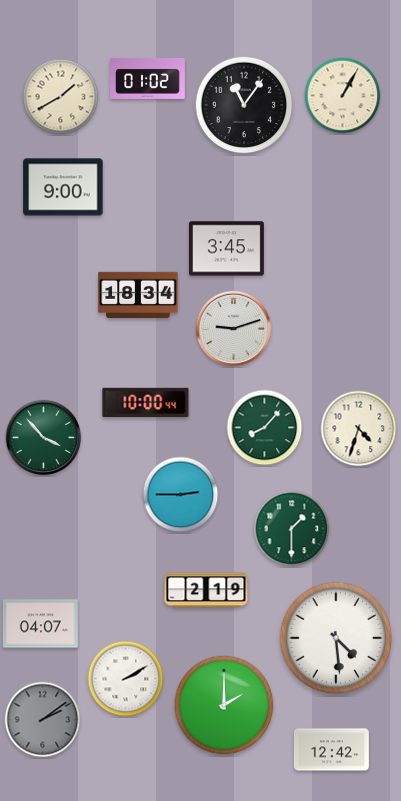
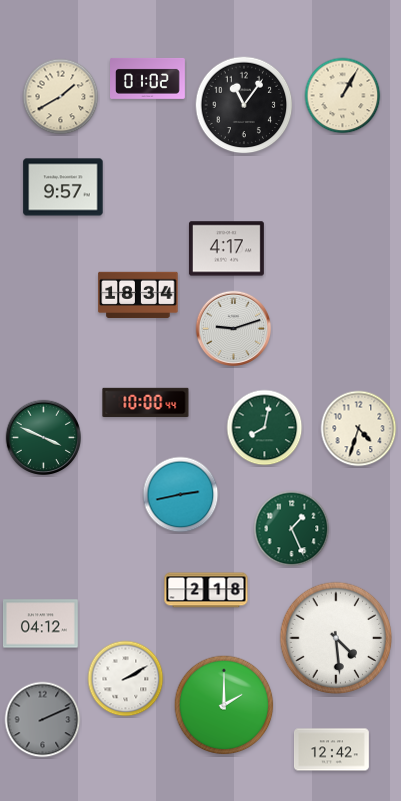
clock at (63, 187): 9:00 -> 9:57
clock at (226, 249): 3:45 -> 4:17
clock at (265, 428): 8:07 -> 8:02
clock at (44, 438): 3:53 -> 3:49
clock at (181, 495): 2:45 -> 2:43
clock at (292, 529): 1:30 -> 1:26
clock at (206, 590): 2:19 -> 2:18
clock at (40, 624): 04:07 -> 04:12
clock at (43, 720): 2:09 -> 2:11
